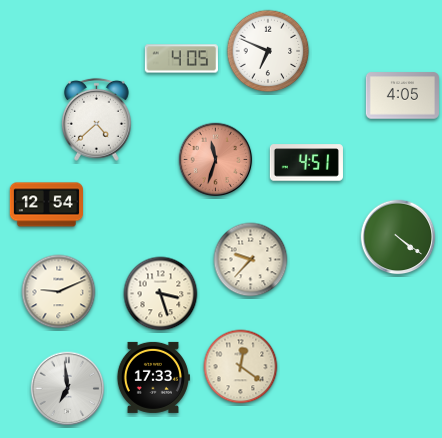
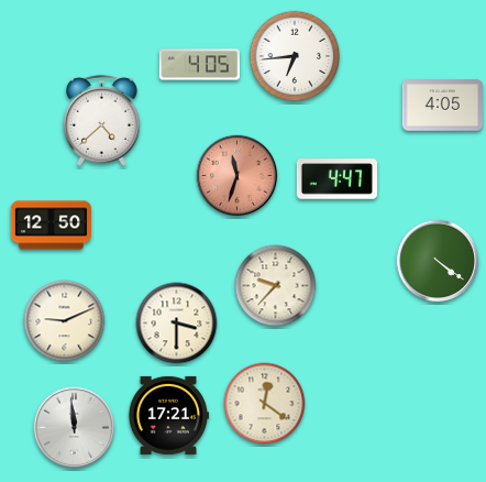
clock at (268, 51): 6:49 -> 6:44
clock at (96, 119) position: (96, 119) -> (101, 120)
clock at (306, 163): 4:51 -> 4:47
clock at (46, 205): 12:54 -> 12:50
clock at (161, 294): 3:27 -> 3:30
clock at (153, 377): 17:33 -> 17:21
clock at (68, 389): 6:59 -> 11:59
